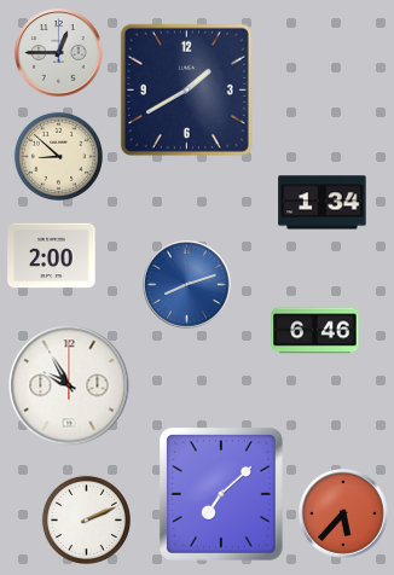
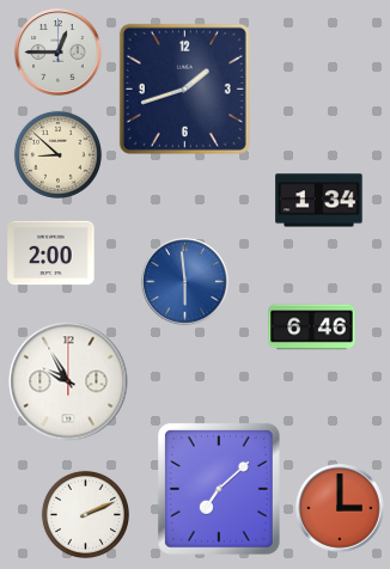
clock at (186, 89): 1:40 -> 1:42
clock at (187, 285): 8:12 -> 5:59
clock at (343, 513): 5:37 -> 3:00
